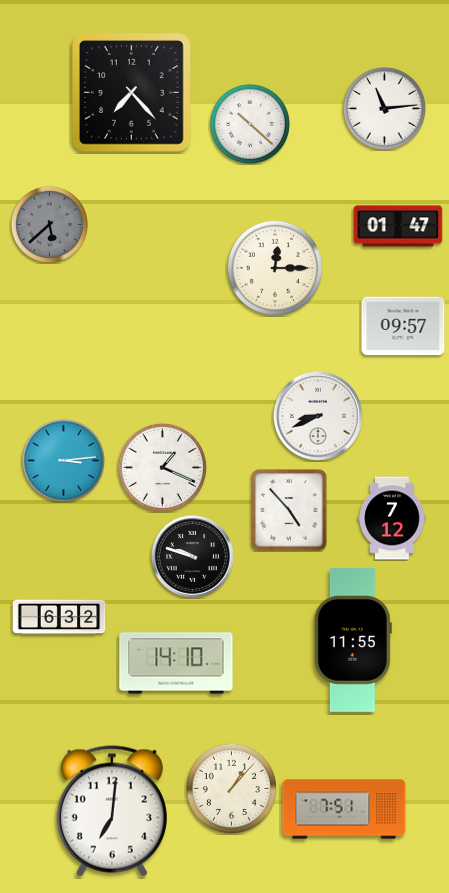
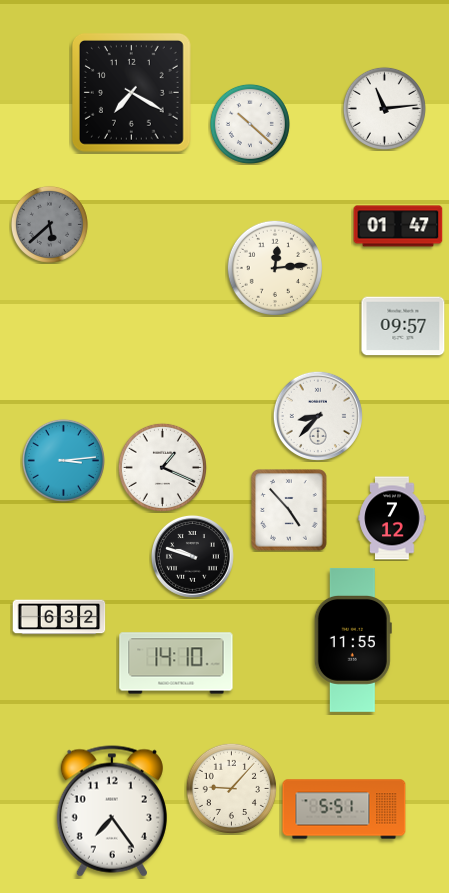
clock at (131, 92): 7:23 -> 7:20
clock at (274, 267): 12:15 -> 12:14
clock at (318, 416): 8:41 -> 8:37
clock at (231, 788): 1:07 -> 9:07
clock at (344, 809): 7:51 -> 5:51
clock at (112, 811): 7:01 -> 7:24
